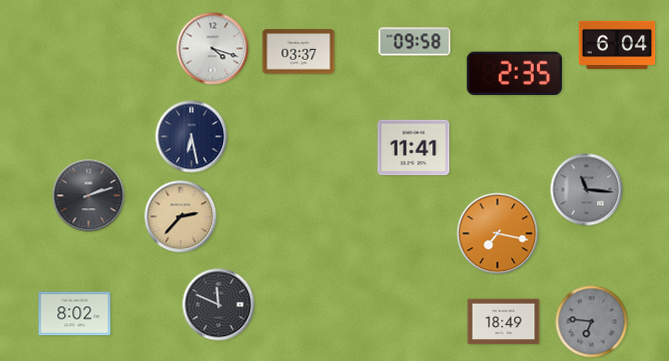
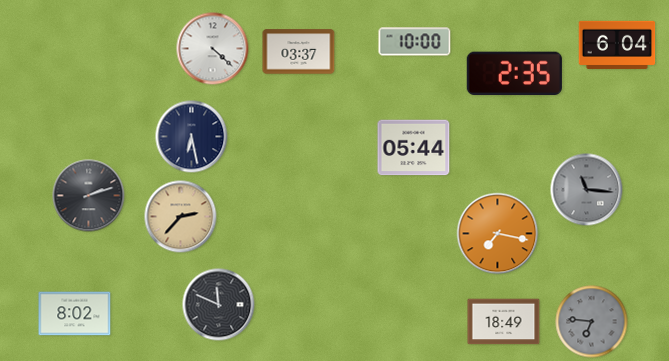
clock at (415, 42): 09:58 -> 10:00
clock at (213, 49): 4:18 -> 4:22
clock at (414, 148): 11:41 -> 05:44
